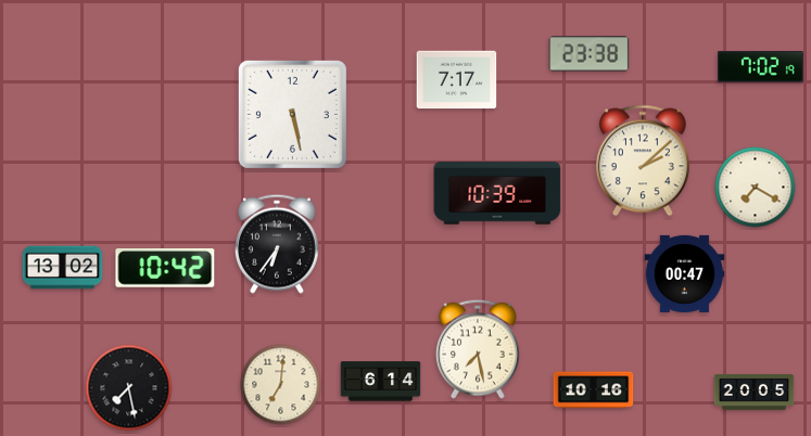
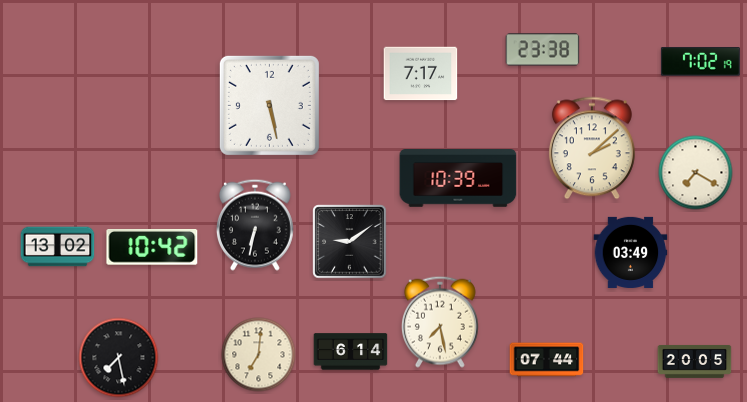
clock at (277, 244): 6:36 -> 6:32
clock at (350, 242): none -> 9:09
clock at (685, 273): 00:47 -> 03:49
clock at (594, 390): 10:16 -> 07:44
